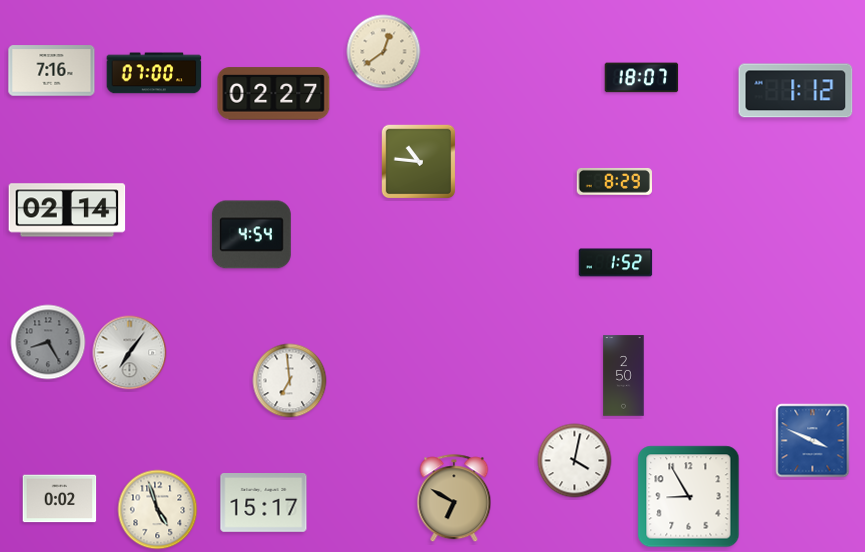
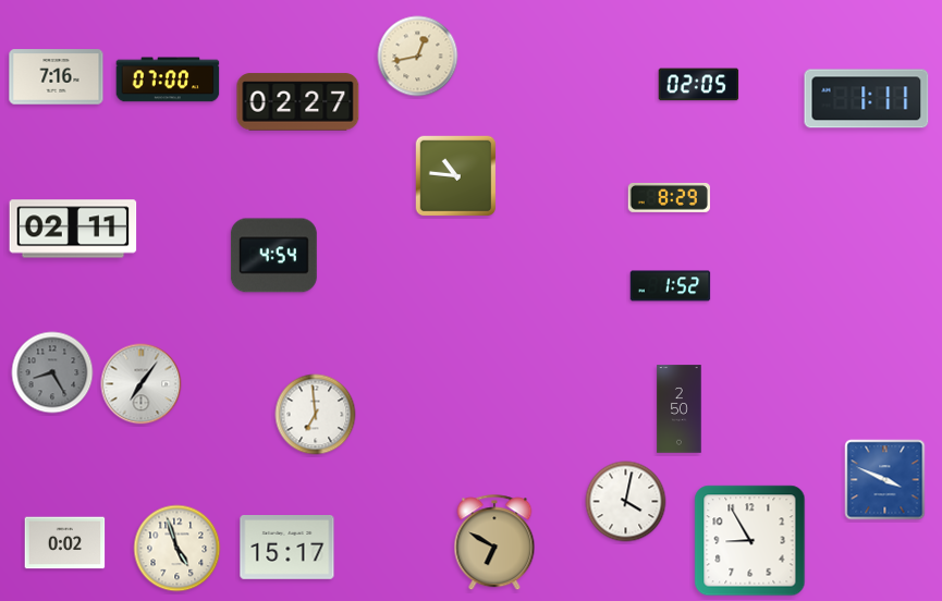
clock at (384, 52): 12:39 -> 12:43
clock at (642, 78): 18:07 -> 02:05
clock at (796, 91): 1:12 -> 1:11
clock at (67, 210): 02:14 -> 02:11
clock at (158, 510) position: (158, 510) -> (178, 549)
